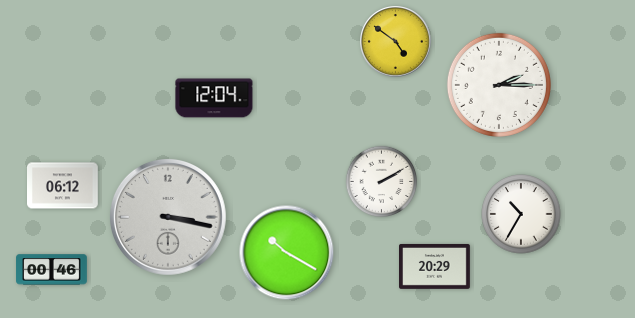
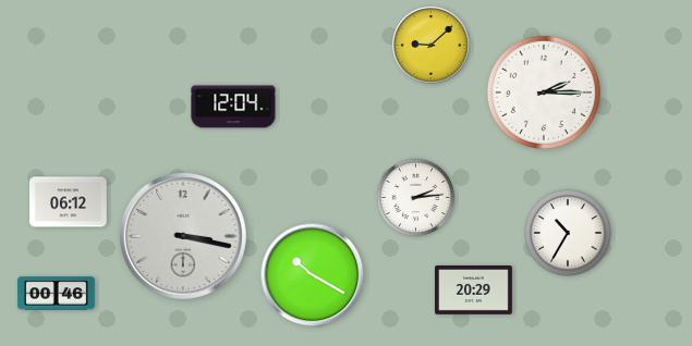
clock at (396, 42): 4:51 -> 9:08
clock at (382, 182): 2:10 -> 2:14
